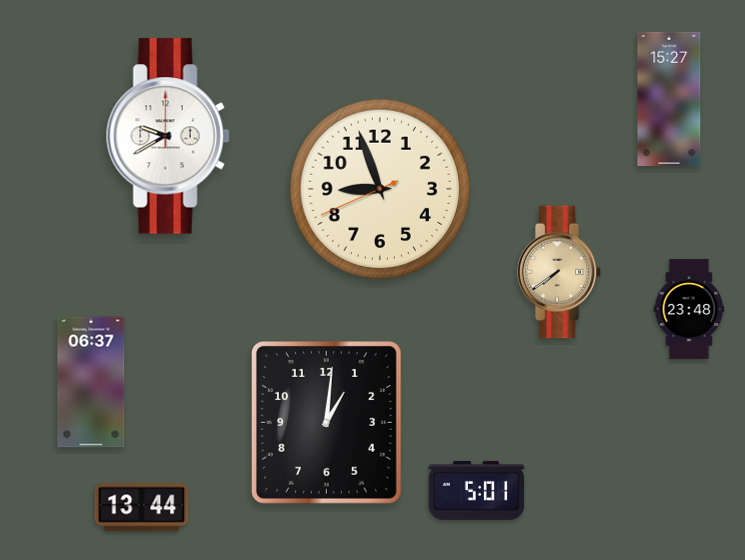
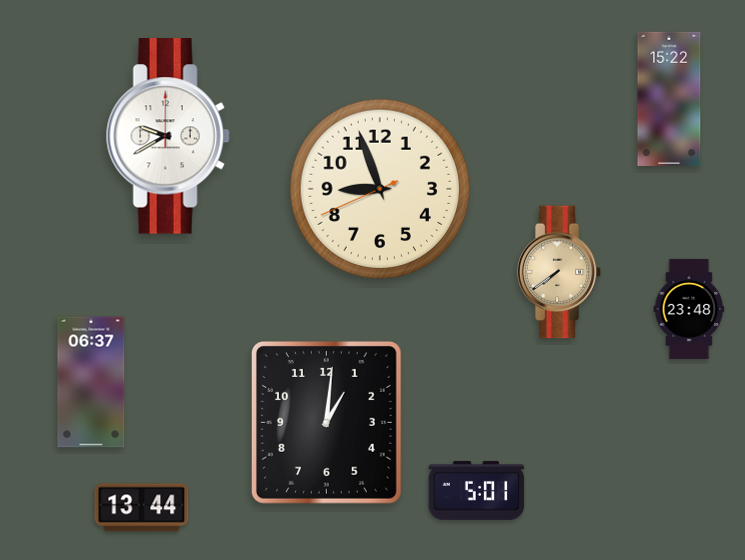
clock at (669, 98): 15:27 -> 15:22
